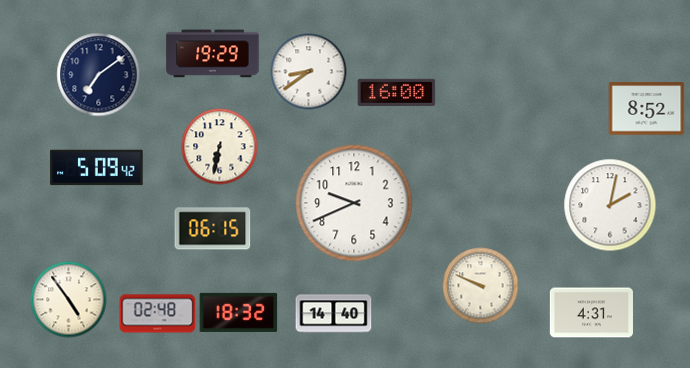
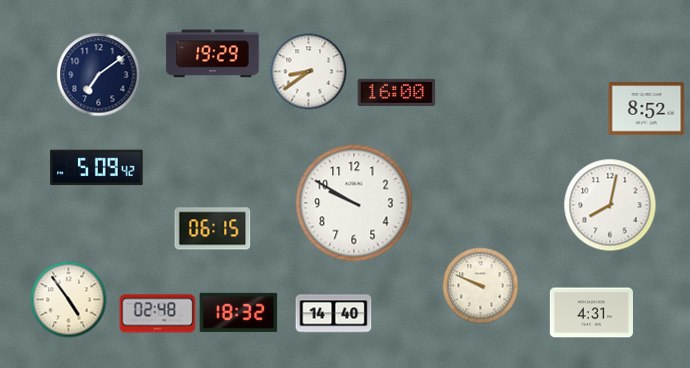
clock at (220, 147): 6:32 -> none
clock at (354, 203): 9:41 -> 9:50
clock at (610, 205): 2:02 -> 8:02
